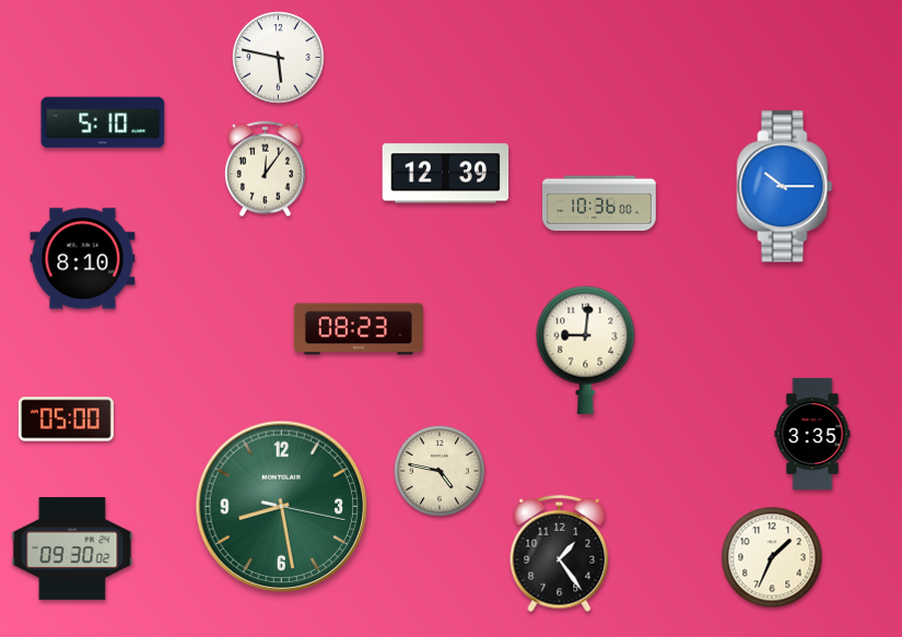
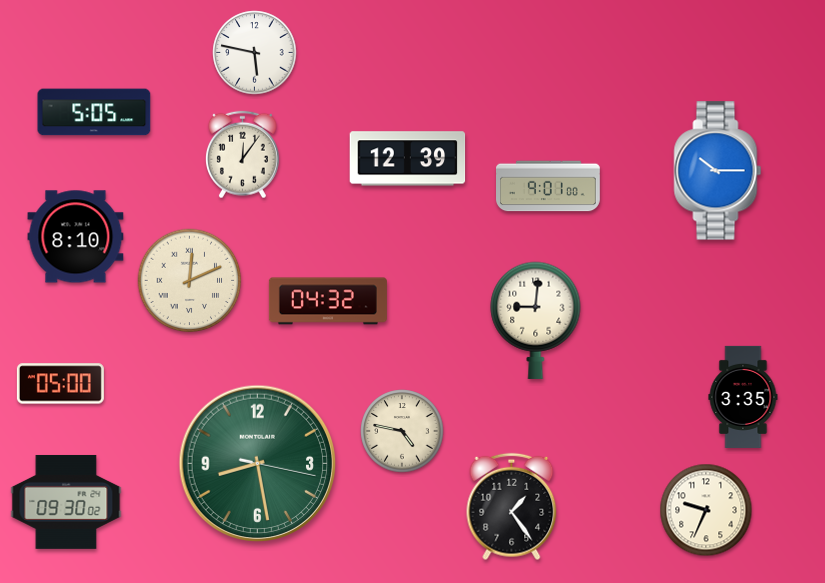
clock at (103, 122): 5:10 -> 5:05
clock at (600, 203): 10:36 -> 9:01
clock at (190, 281): none -> 12:11
clock at (359, 329): 08:23 -> 04:32
clock at (772, 557): 1:34 -> 9:34
